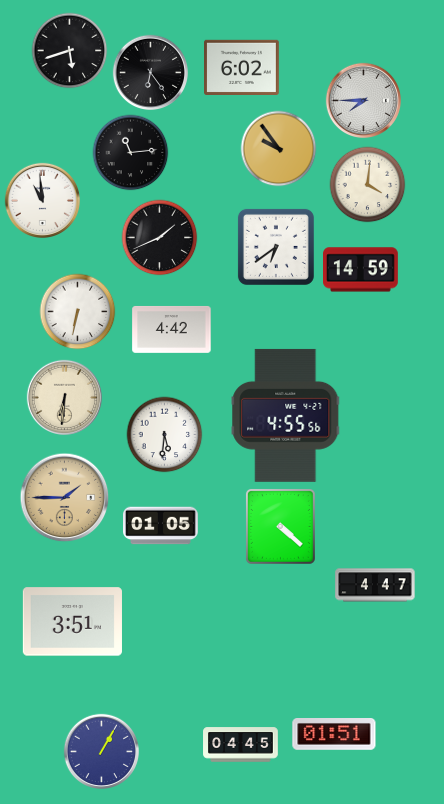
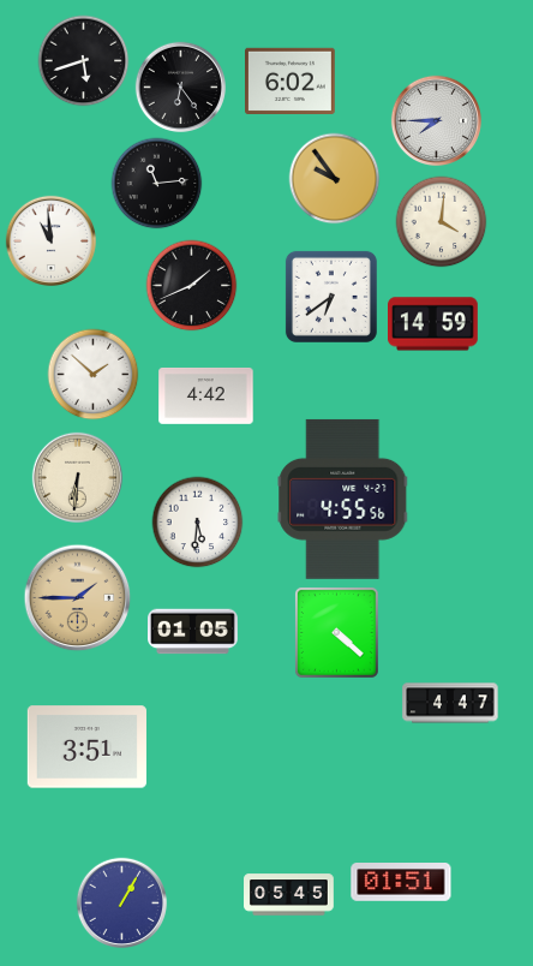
clock at (78, 312): 6:32 -> 1:52
clock at (241, 745): 04:45 -> 05:45
